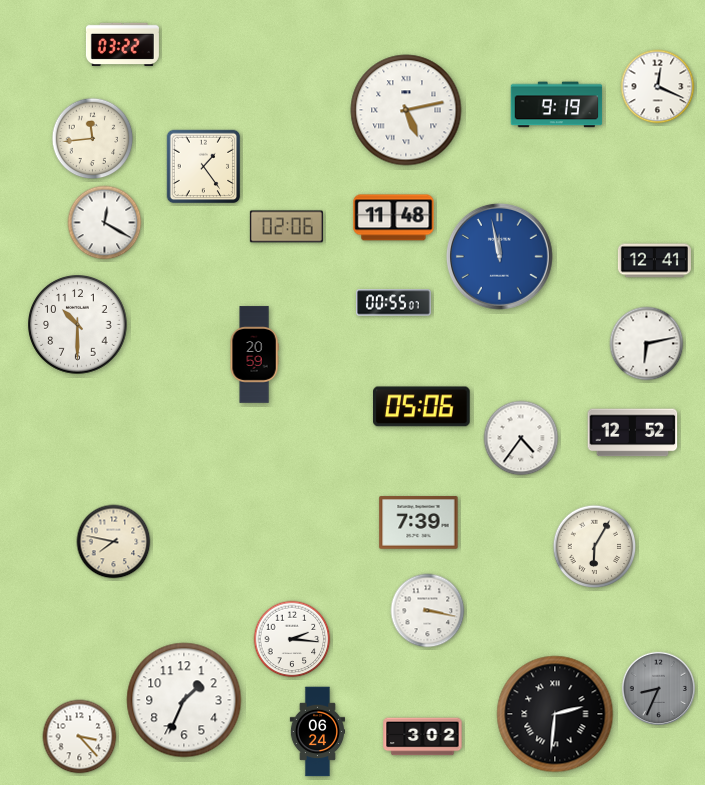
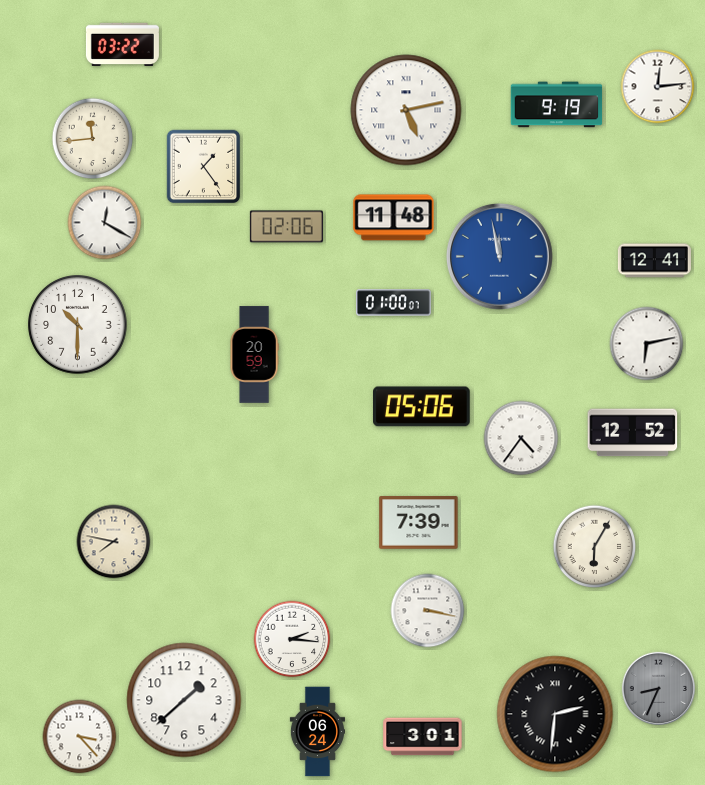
clock at (658, 87): 12:19 -> 12:14
clock at (394, 303): 00:55 -> 01:00
clock at (184, 700): 1:34 -> 1:38
clock at (423, 737): 3:02 -> 3:01
